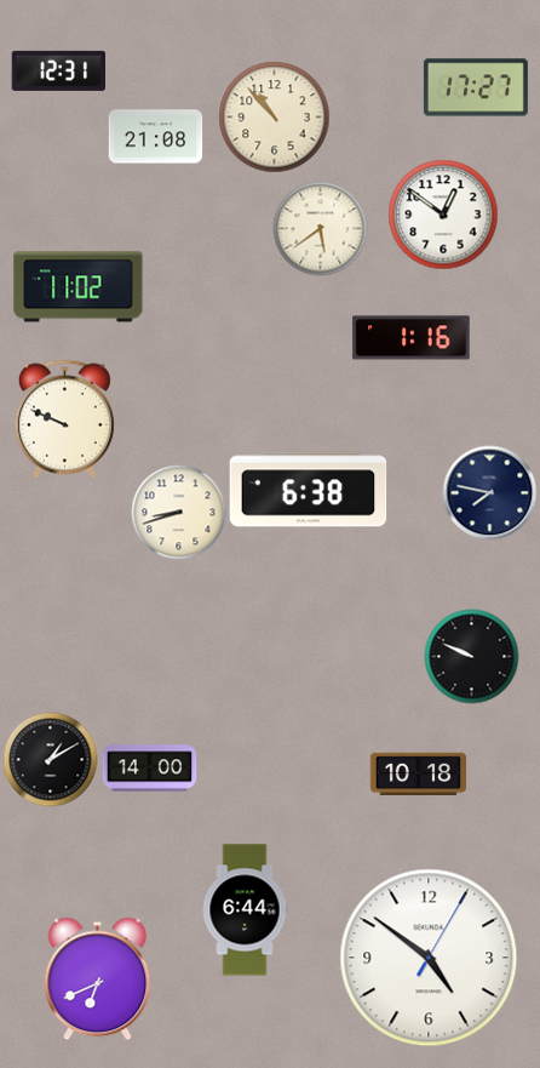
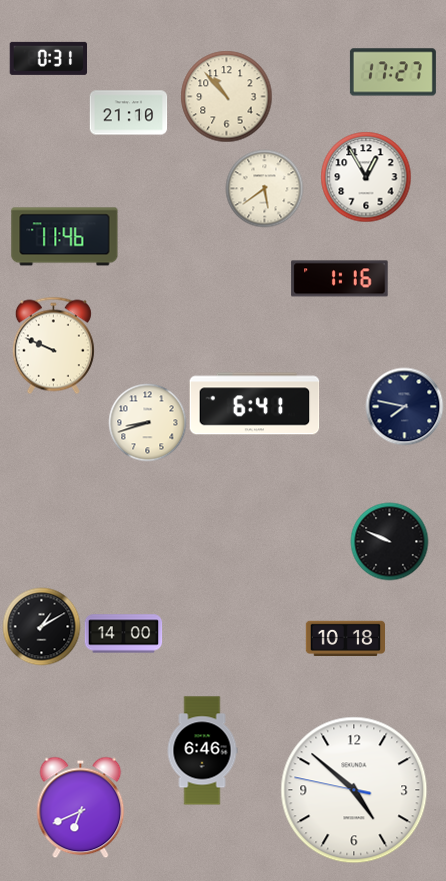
clock at (58, 70): 12:31 -> 0:31
clock at (155, 137): 21:08 -> 21:10
clock at (443, 215): 12:51 -> 12:55
clock at (79, 287): 11:02 -> 11:46
clock at (309, 490): 6:38 -> 6:41
clock at (245, 910): 6:44 -> 6:46
clock at (429, 958): 4:51:05 -> 4:51:47
